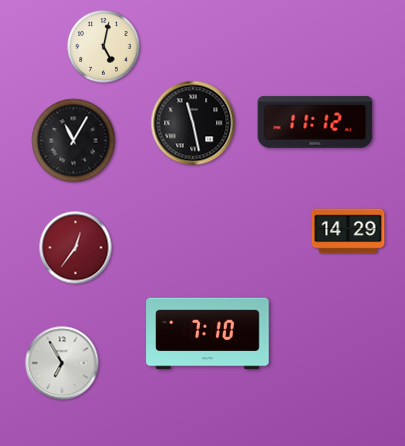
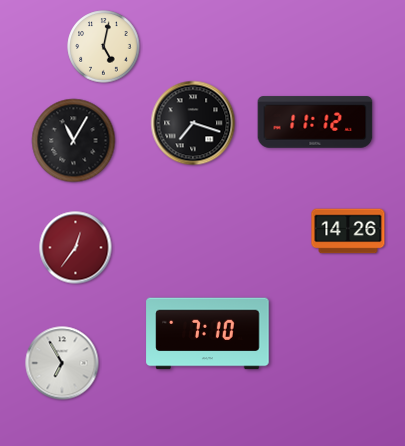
clock at (193, 123): 11:28 -> 7:18
clock at (348, 231): 14:29 -> 14:26
